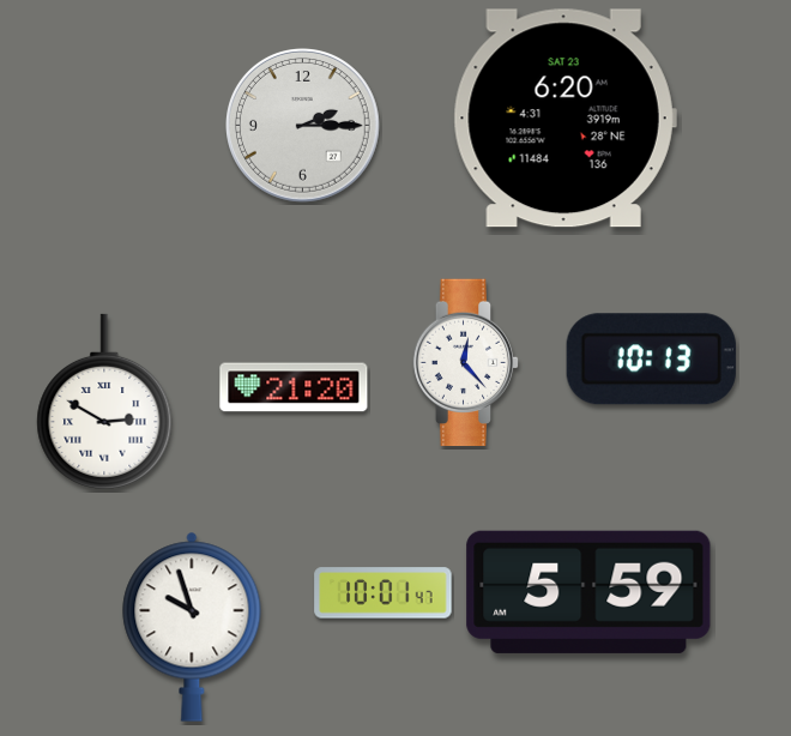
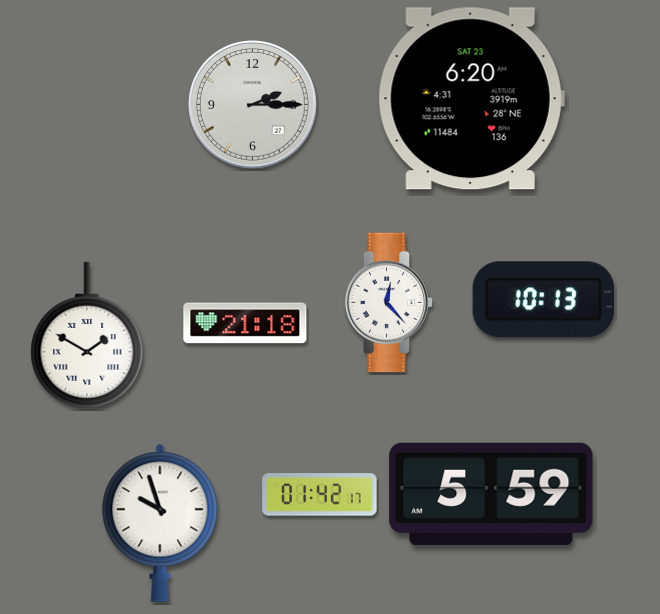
clock at (294, 387): 21:20 -> 21:18
clock at (104, 402): 2:50 -> 1:50
clock at (384, 593): 10:01 -> 01:42
